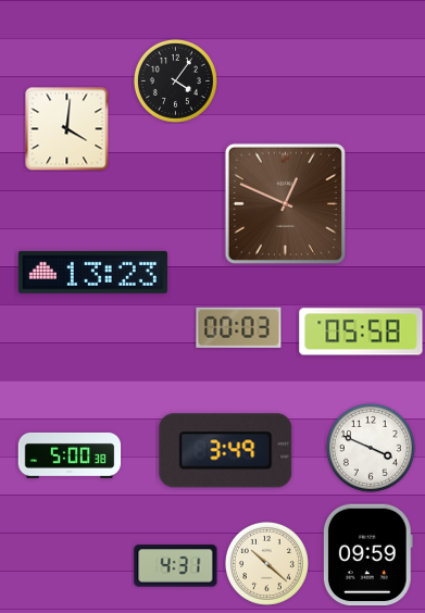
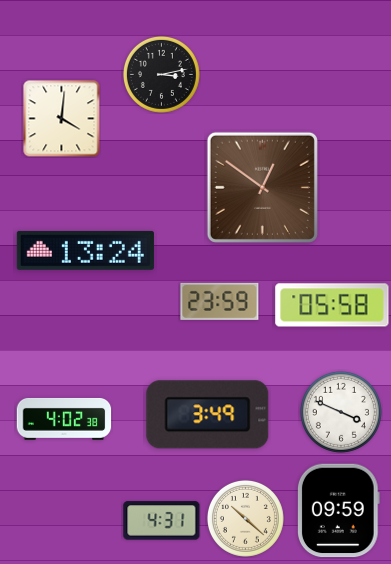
clock at (175, 80): 4:06 -> 3:13
clock at (285, 203): 12:49 -> 12:51
clock at (92, 272): 13:23 -> 13:24
clock at (239, 327): 00:03 -> 23:59
clock at (70, 455): 5:00 -> 4:02
